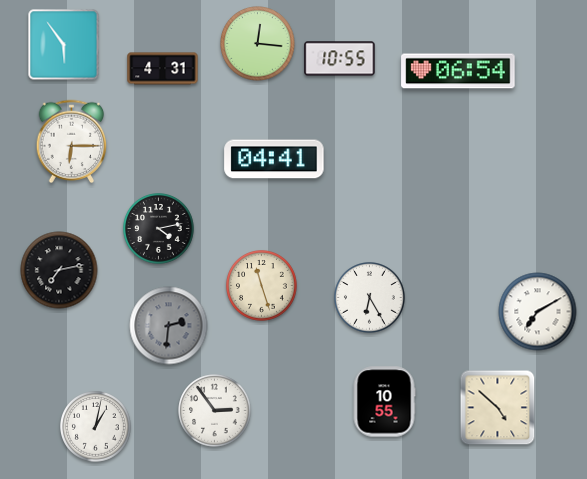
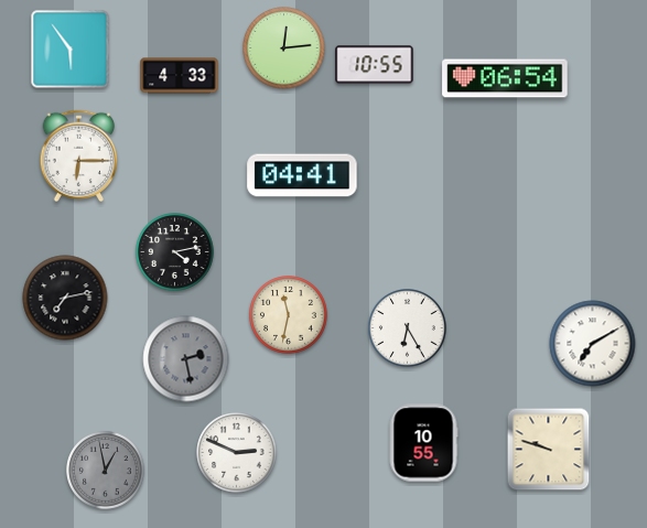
clock at (258, 44): 12:16 -> 12:14
clock at (163, 69): 4:31 -> 4:33
clock at (262, 286): 11:27 -> 11:32
clock at (169, 326): 2:31 -> 2:28
clock at (498, 408): 4:52 -> 9:48
clock at (215, 411): 2:54 -> 2:49
clock at (96, 427): 1:02 -> 12:58
clock at (96, 427) dial: white -> grey
